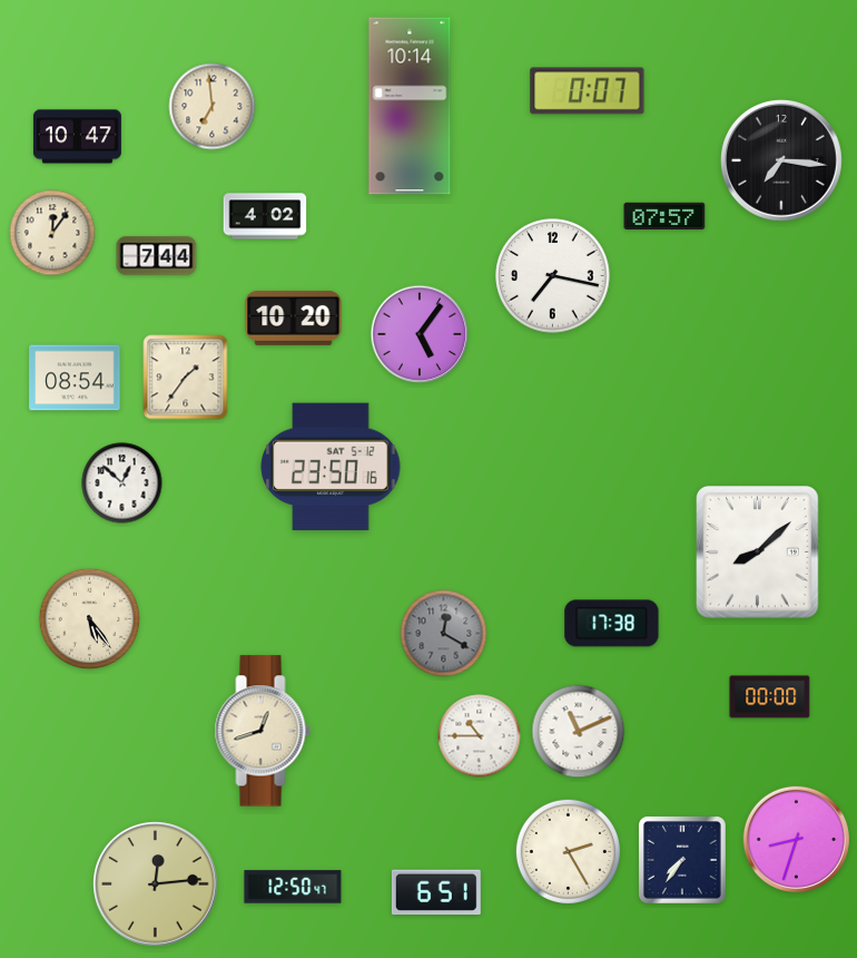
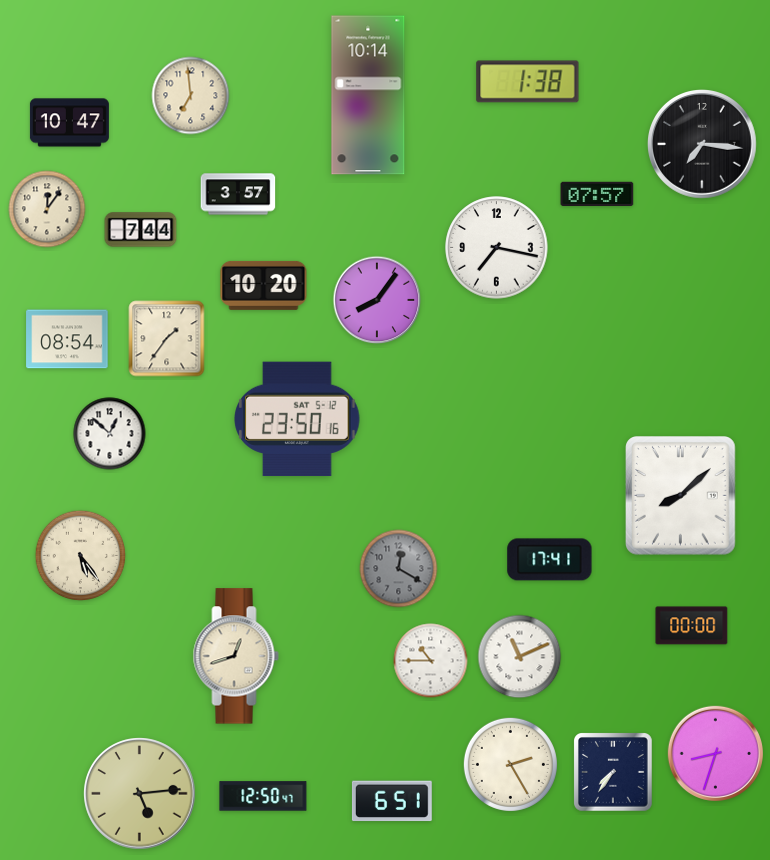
clock at (588, 91): 0:07 -> 1:38
clock at (265, 216): 4:02 -> 3:57
clock at (420, 334): 5:06 -> 8:06
clock at (612, 624): 17:38 -> 17:41
clock at (156, 884): 12:14 -> 5:14
